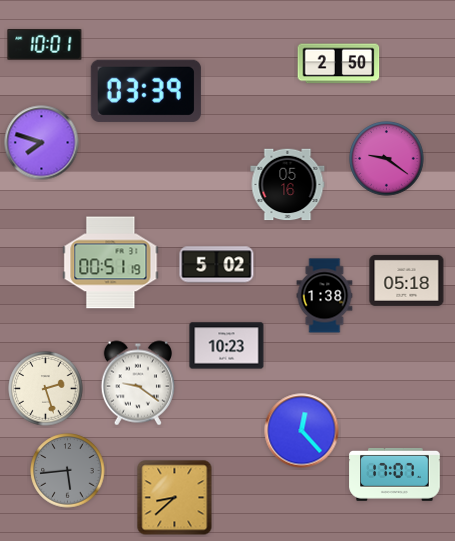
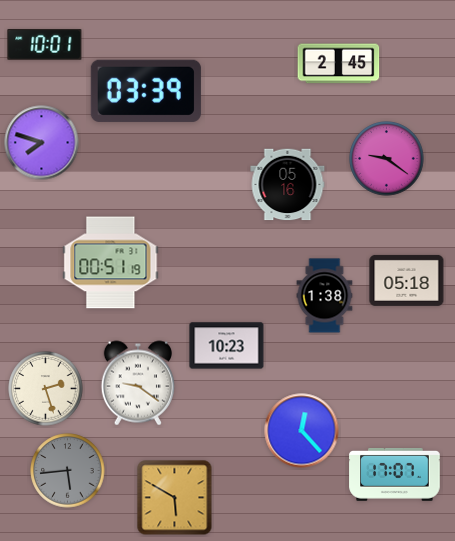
clock at (339, 64): 2:50 -> 2:45
clock at (217, 265): 5:02 -> none
clock at (175, 498): 8:38 -> 5:50
